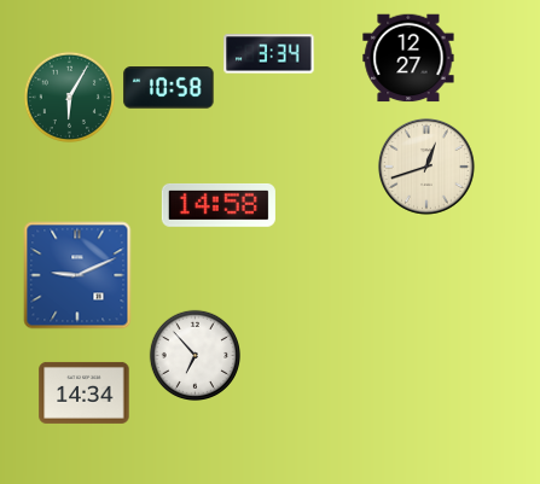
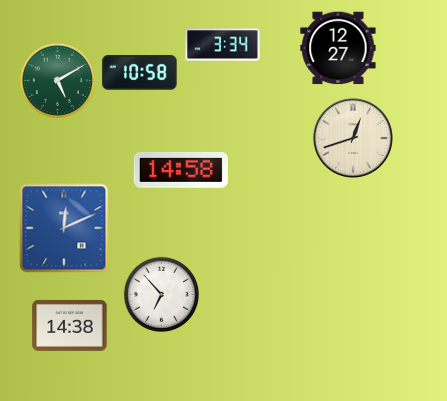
clock at (69, 97): 6:05 -> 5:10
clock at (77, 275): 9:11 -> 12:11
clock at (85, 392): 14:34 -> 14:38
